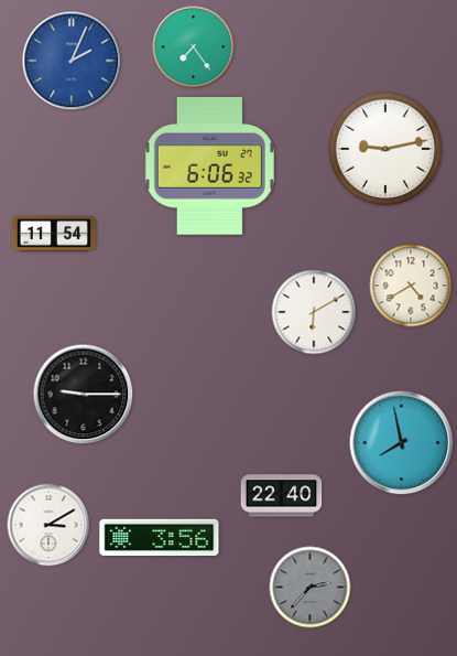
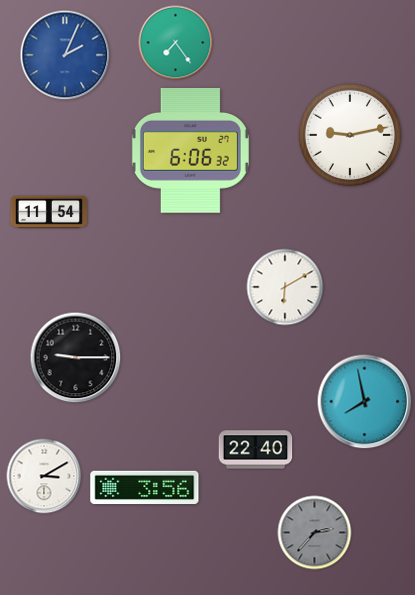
clock at (411, 286): 4:40 -> none
clock at (314, 312) position: (314, 312) -> (285, 287)
clock at (311, 588) position: (311, 588) -> (315, 533)
